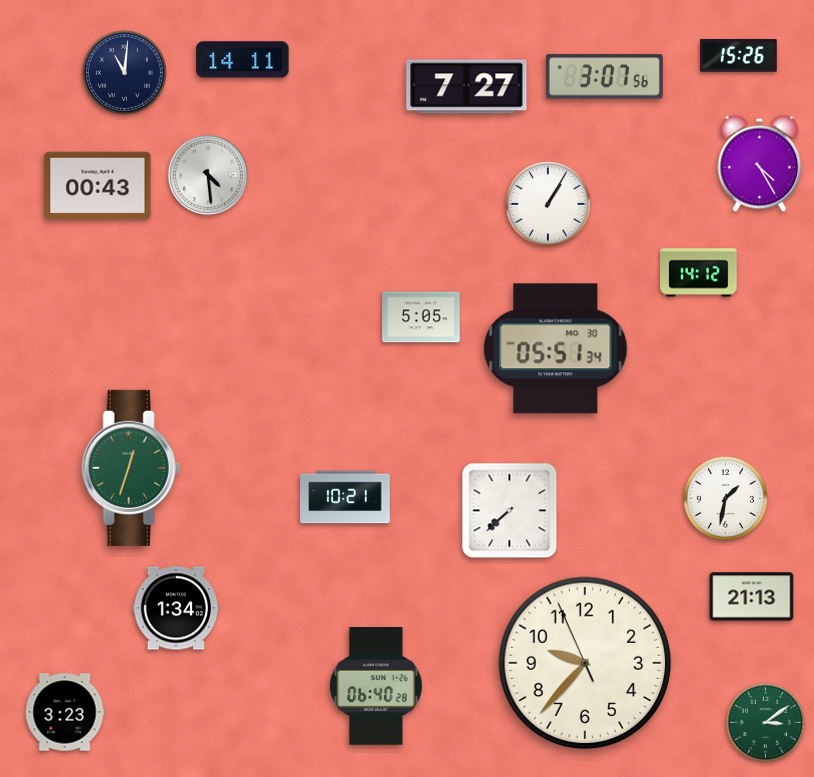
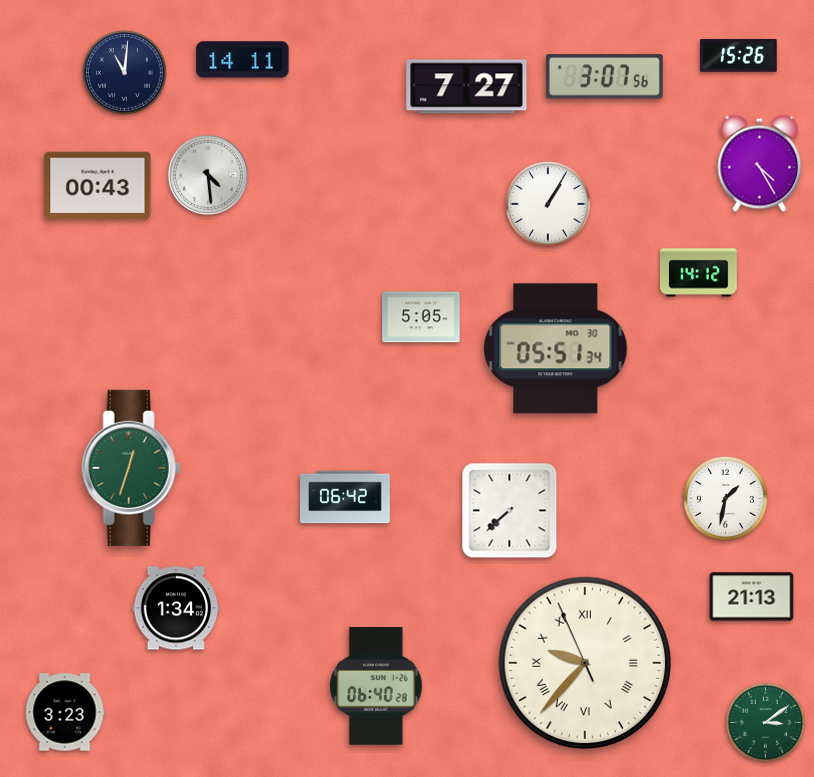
clock at (346, 497): 10:21 -> 06:42
clock at (585, 663) numerals: Arabic -> Roman
